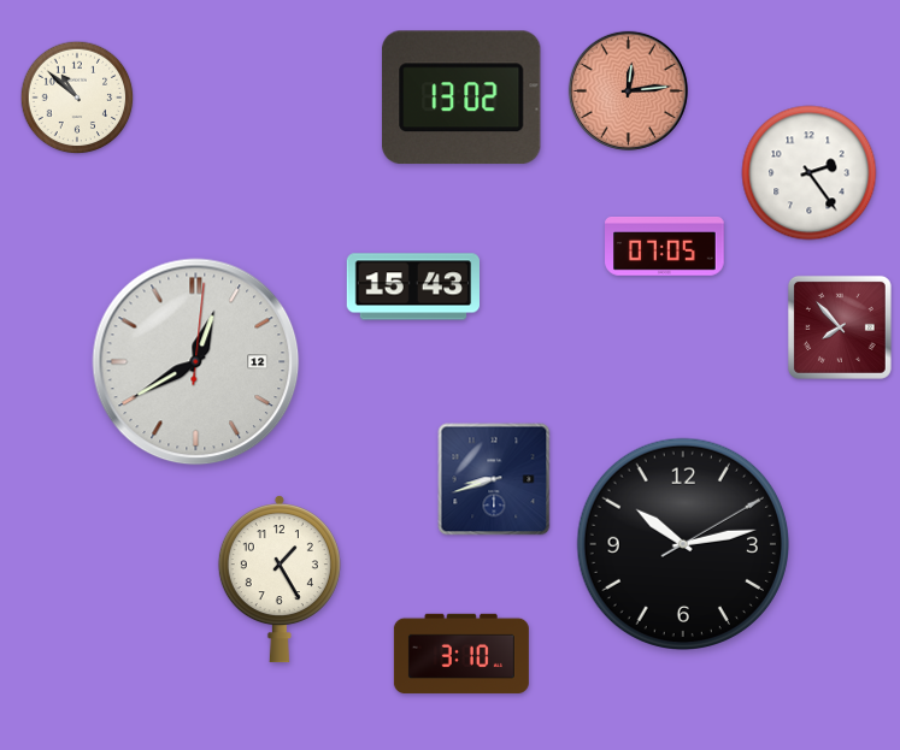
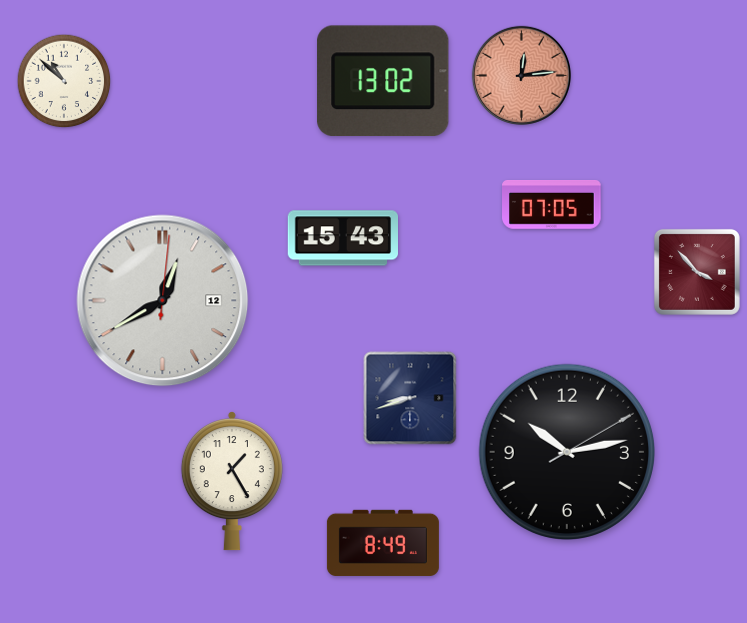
clock at (810, 173): 2:24 -> none
clock at (840, 327): 7:53 -> 3:53
clock at (461, 654): 3:10 -> 8:49
